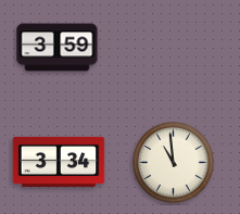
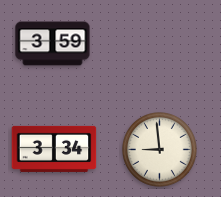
clock at (174, 163): 10:59 -> 8:59
